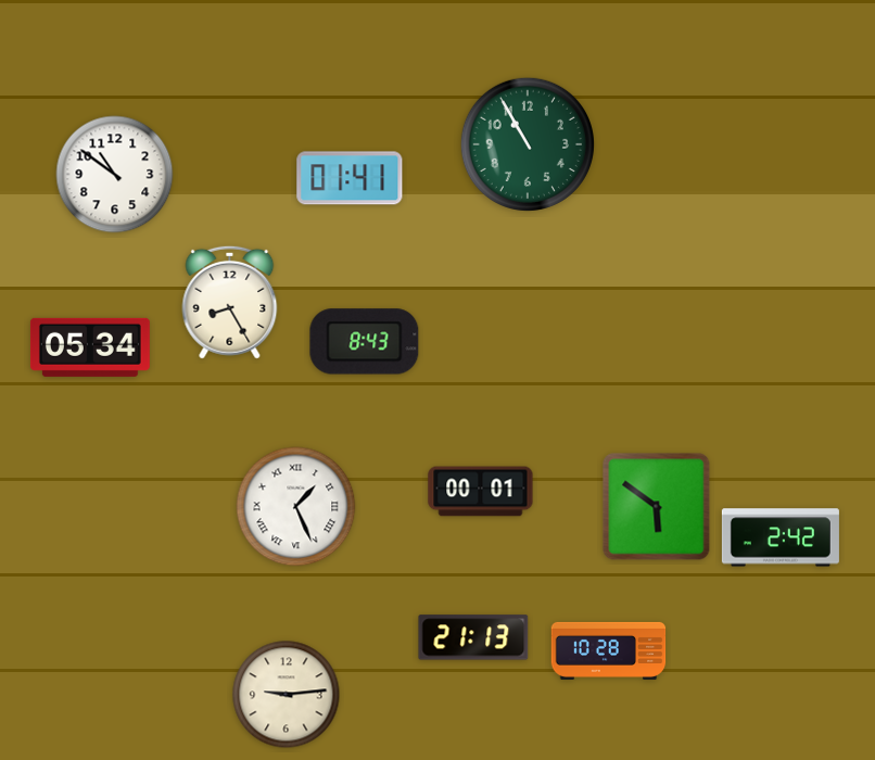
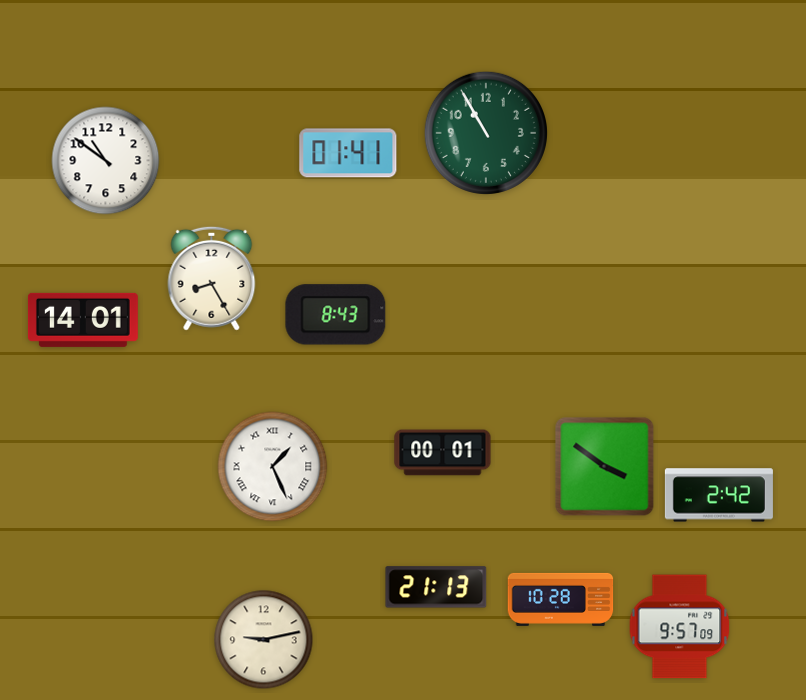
clock at (350, 178) position: (350, 178) -> (348, 153)
clock at (90, 347): 05:34 -> 14:01
clock at (657, 507): 5:51 -> 3:51
clock at (680, 627): none -> 9:57
clock at (287, 695): 9:14 -> 9:13
